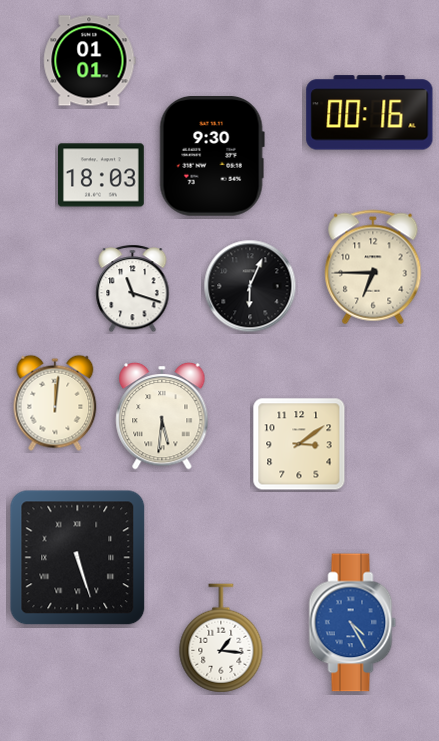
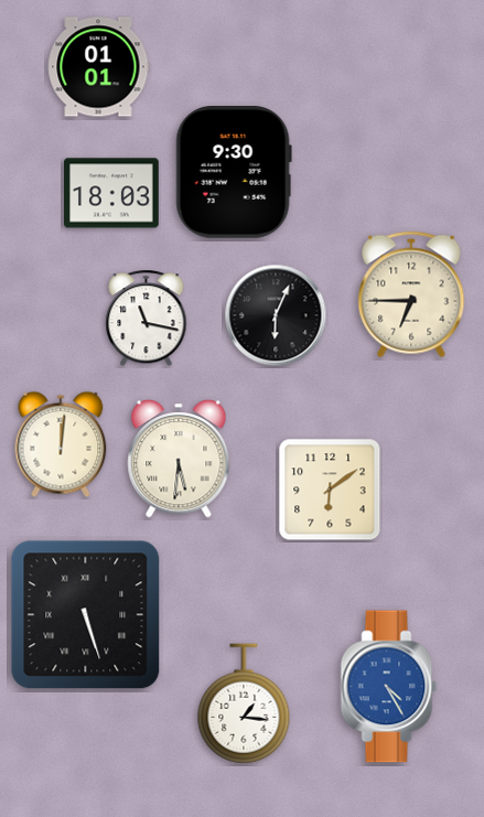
clock at (370, 113): 00:16 -> none
clock at (133, 289): 11:18 -> 11:17
clock at (299, 444): 3:09 -> 6:09
